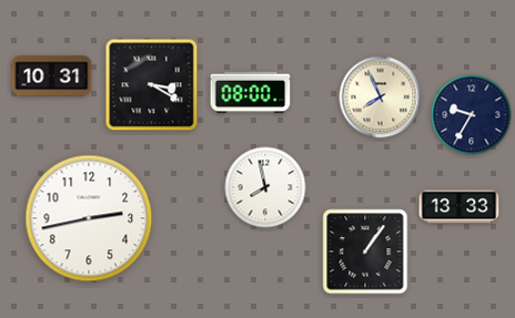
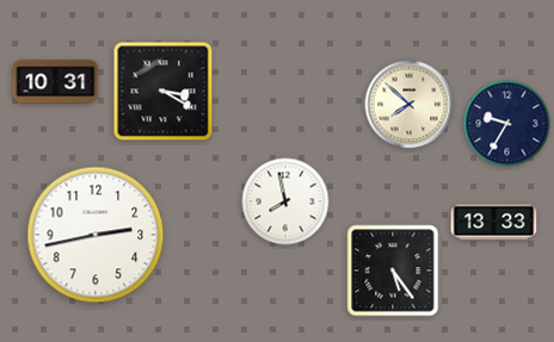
clock at (251, 93): 08:00 -> none
clock at (381, 98): 7:56 -> 7:52
clock at (365, 252): 1:06 -> 5:24
